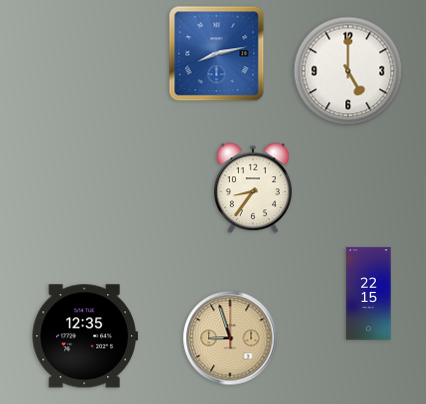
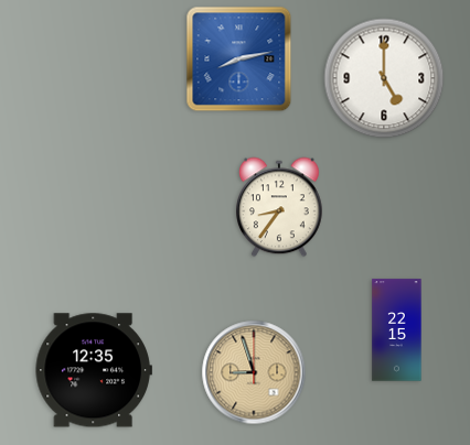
clock at (369, 294) position: (369, 294) -> (397, 330)
